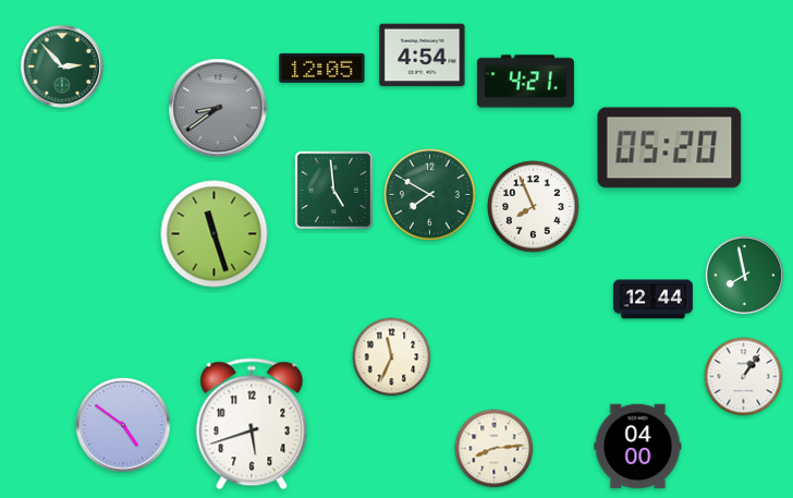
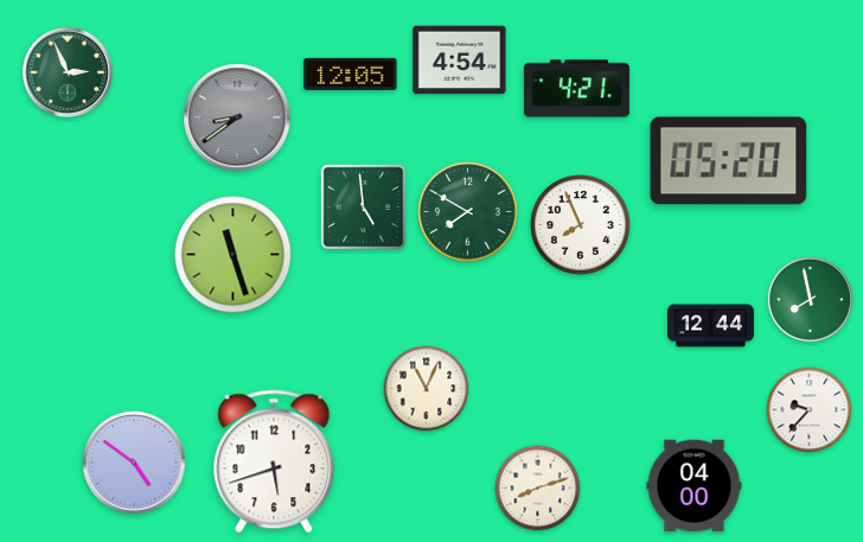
clock at (62, 66): 2:53 -> 2:56
clock at (525, 82) position: (525, 82) -> (576, 89)
clock at (392, 357): 11:34 -> 11:04
clock at (744, 377): 1:06 -> 9:37
clock at (495, 449): 8:14 -> 8:12
